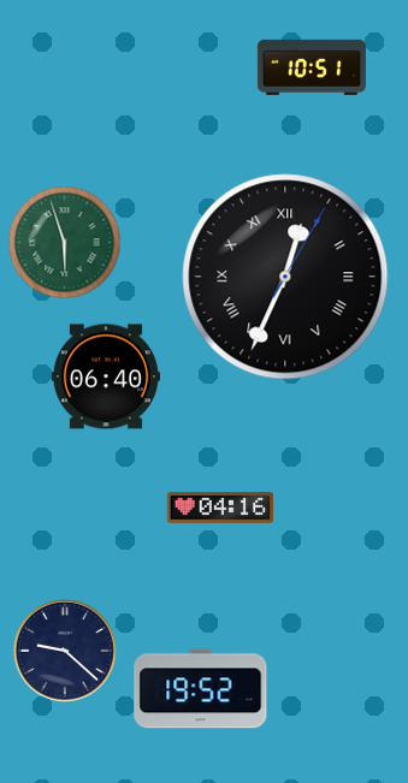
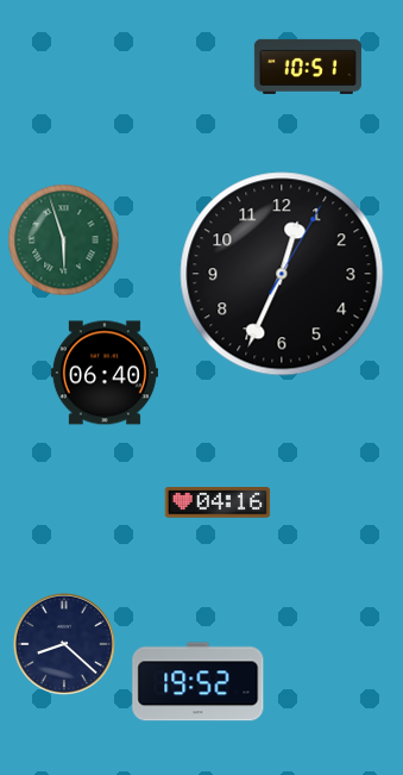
clock at (285, 277) numerals: Roman -> Arabic
clock at (65, 651): 9:22 -> 8:22
